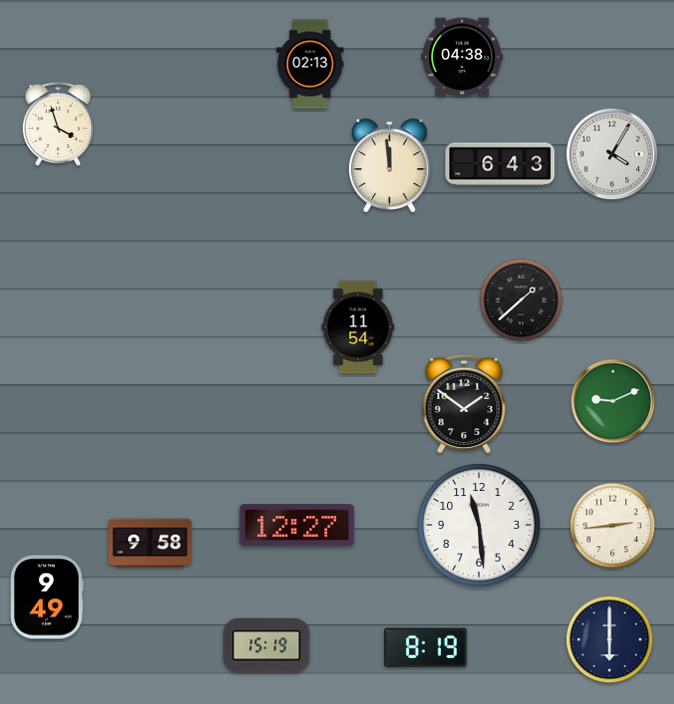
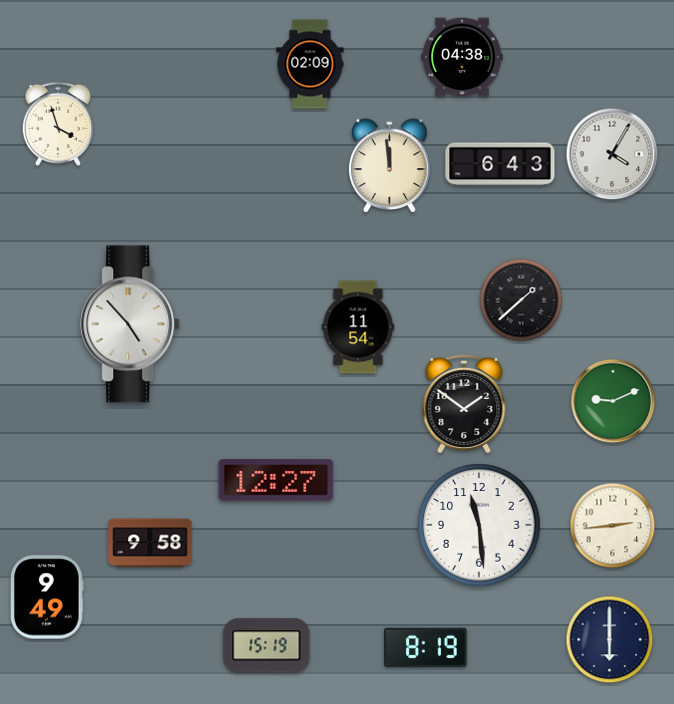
clock at (310, 64): 02:13 -> 02:09
clock at (131, 324): none -> 4:53
clock at (297, 525) position: (297, 525) -> (276, 480)
